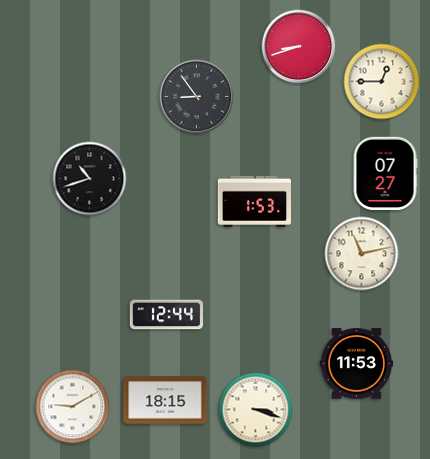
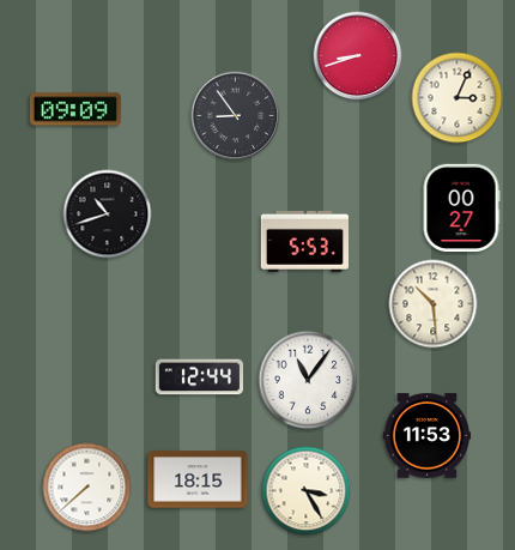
clock at (382, 82): 12:45 -> 3:04
clock at (75, 109): none -> 09:09
clock at (385, 173): 07:27 -> 00:27
clock at (254, 201): 1:53 -> 5:53
clock at (362, 254): 11:13 -> 10:29
clock at (308, 380): none -> 11:06
clock at (73, 407): 9:10 -> 7:38
clock at (256, 410): 3:18 -> 3:25
